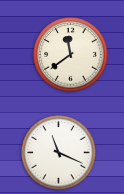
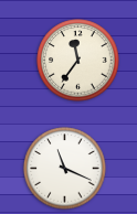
clock at (71, 55): 11:39 -> 11:36
